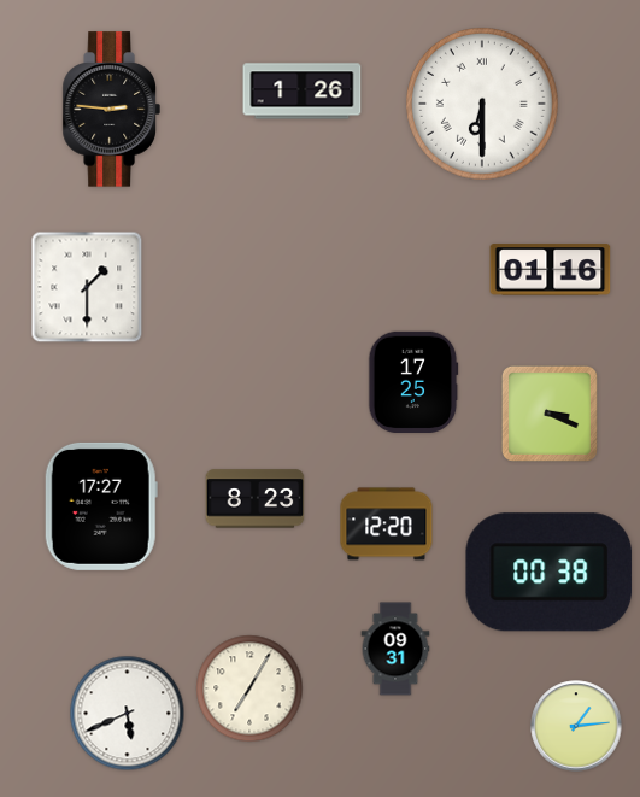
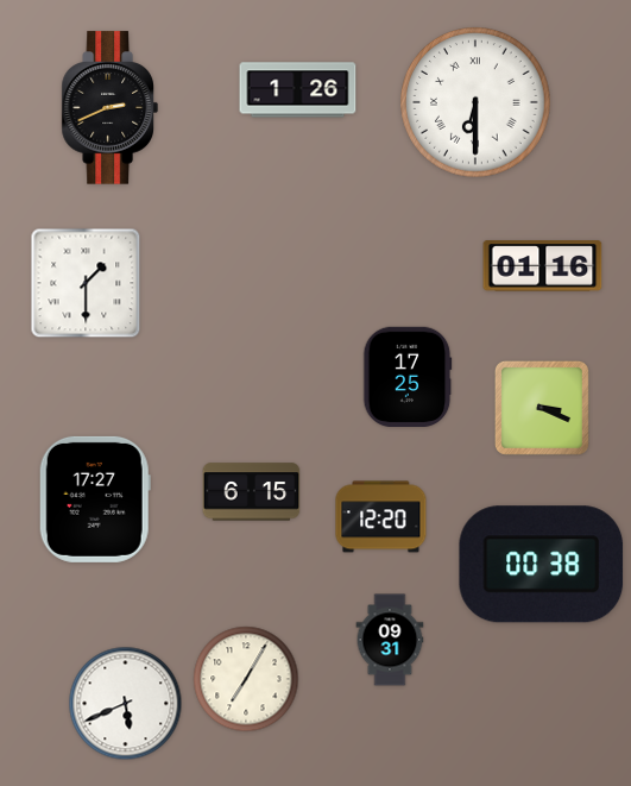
clock at (111, 110): 2:46 -> 2:41
clock at (256, 499): 8:23 -> 6:15
clock at (101, 506) position: (101, 506) -> (95, 499)
clock at (576, 726): 1:14 -> none
